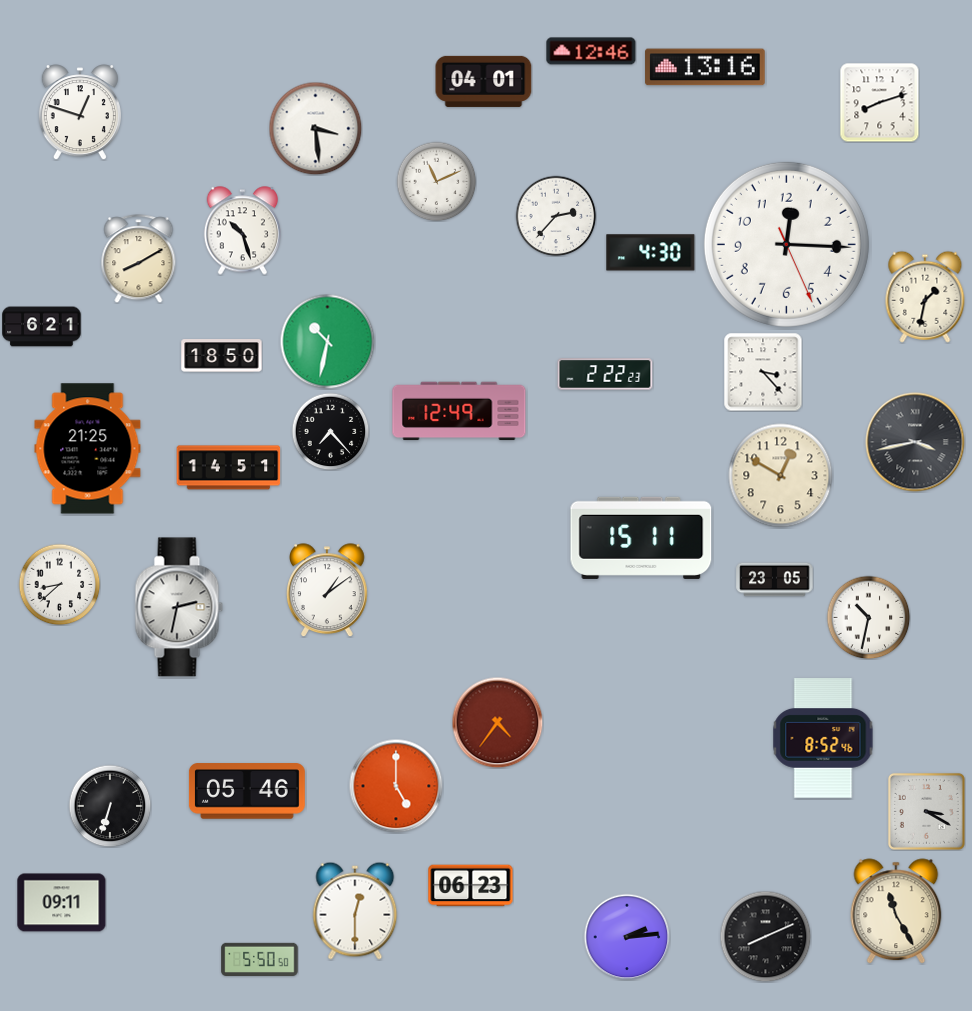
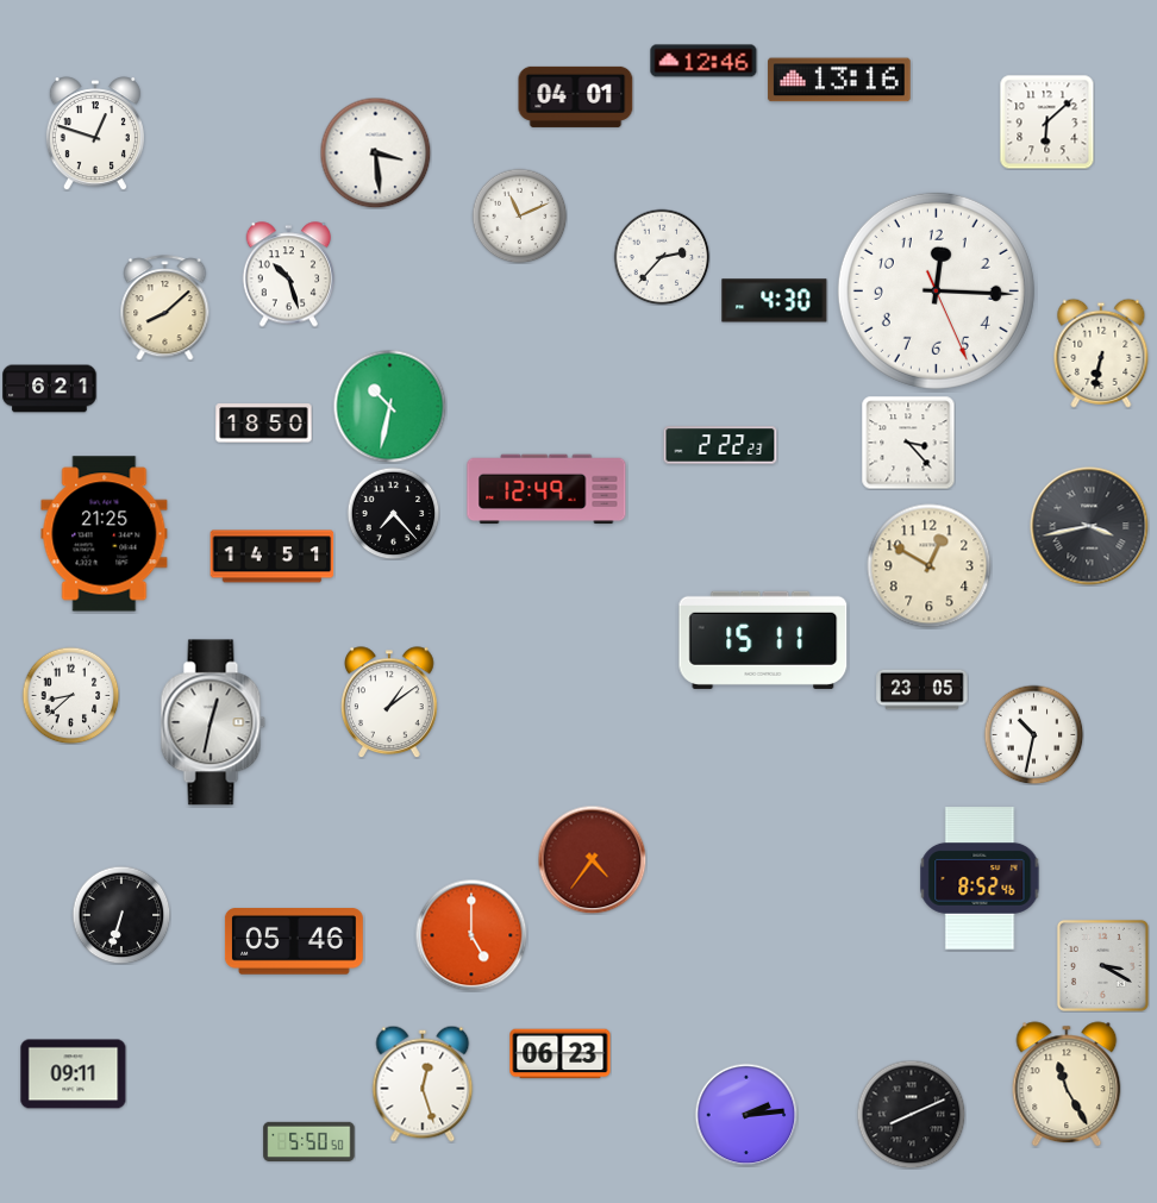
clock at (879, 102): 8:12 -> 6:08
clock at (139, 259): 8:10 -> 8:08
clock at (925, 297): 1:32 -> 6:32
clock at (179, 607): 2:32 -> 12:32
clock at (110, 806) position: (110, 806) -> (121, 915)
clock at (355, 911): 12:30 -> 12:27
